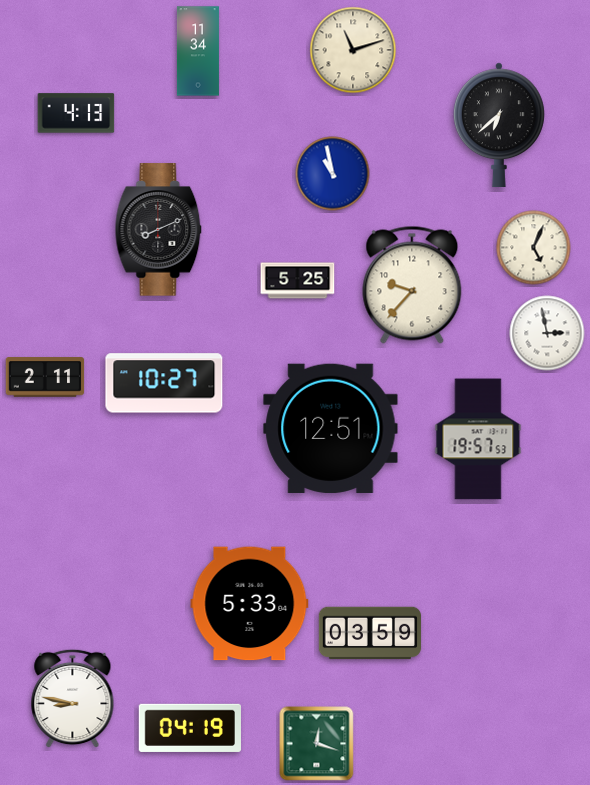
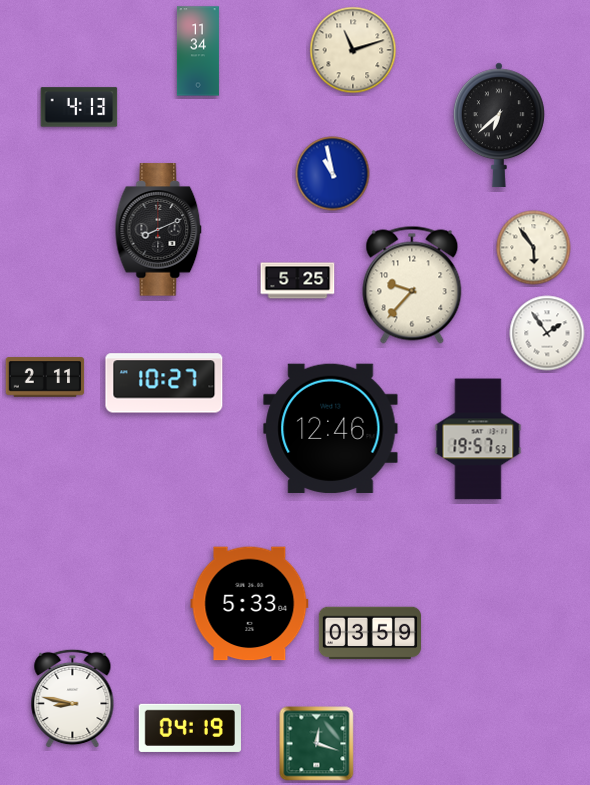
clock at (76, 113) position: (76, 113) -> (79, 107)
clock at (534, 248): 5:04 -> 5:54
clock at (547, 333): 2:58 -> 1:54
clock at (331, 428): 12:51 -> 12:46
